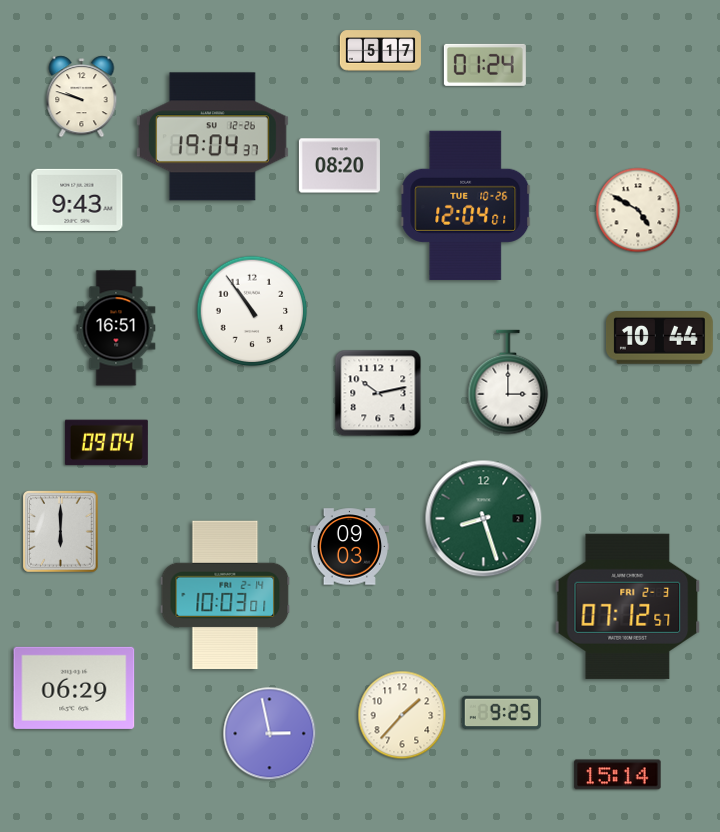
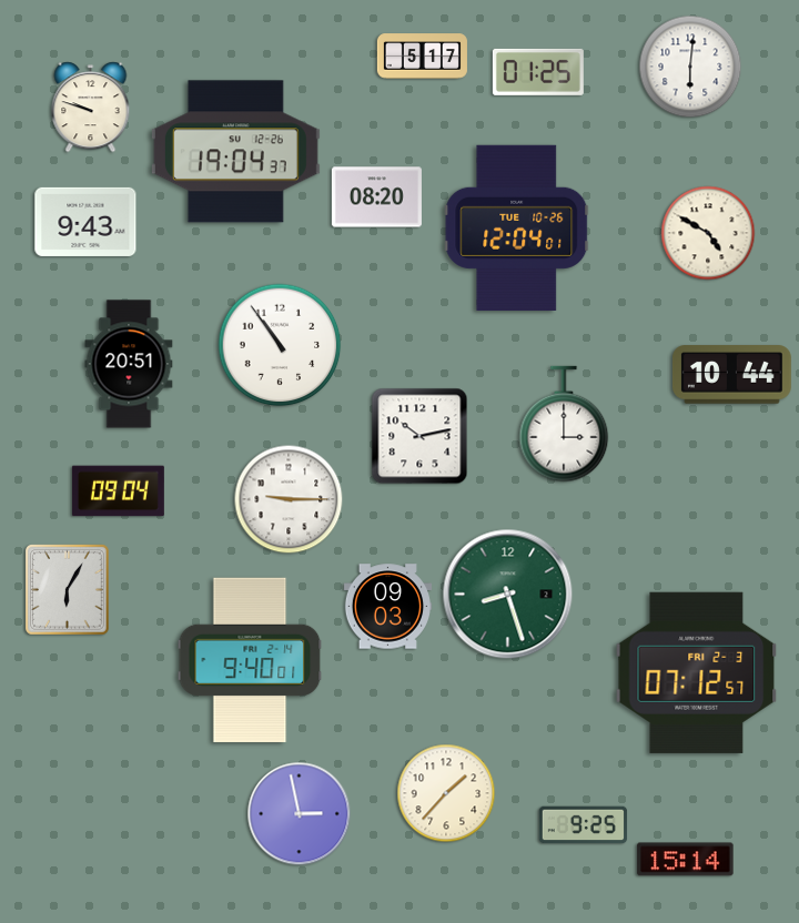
clock at (690, 67): none -> 6:01
clock at (485, 65): 01:24 -> 01:25
clock at (339, 166) position: (339, 166) -> (376, 197)
clock at (116, 328): 16:51 -> 20:51
clock at (289, 499): none -> 9:15
clock at (484, 519) position: (484, 519) -> (508, 595)
clock at (61, 532): 6:00 -> 6:05
clock at (225, 595): 10:03 -> 9:40
clock at (74, 688): 06:29 -> none
clock at (502, 713) position: (502, 713) -> (584, 825)
